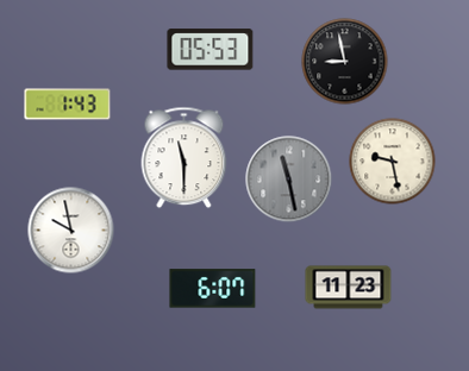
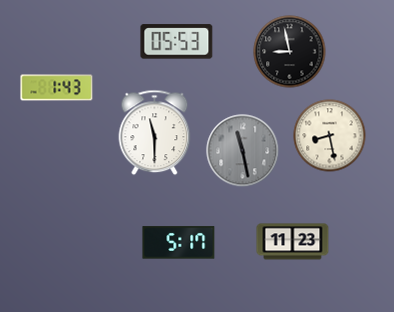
clock at (393, 162): 9:28 -> 8:28
clock at (71, 231): 9:58 -> none
clock at (213, 289): 6:07 -> 5:17
